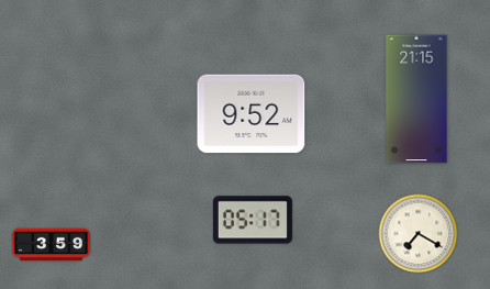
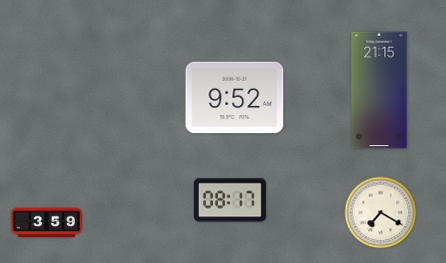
clock at (252, 114) position: (252, 114) -> (235, 98)
clock at (253, 220): 05:17 -> 08:17
